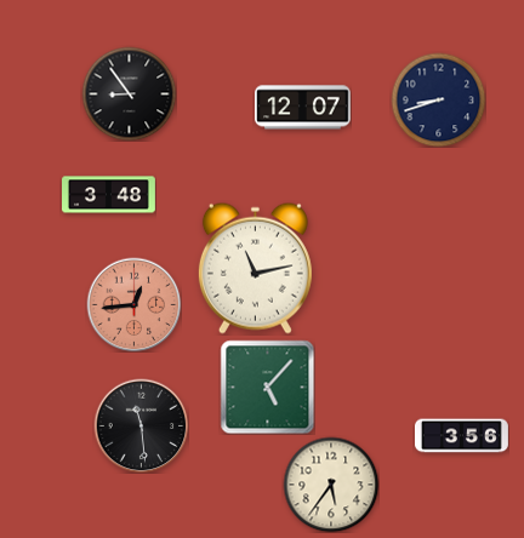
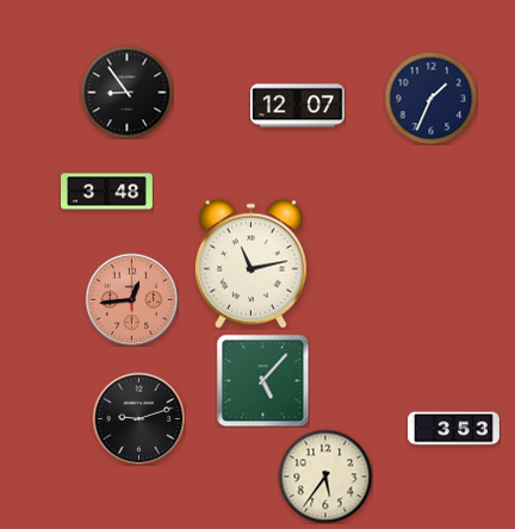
clock at (438, 99): 8:42 -> 1:34
clock at (141, 425): 11:29 -> 9:12
clock at (462, 436): 3:56 -> 3:53
